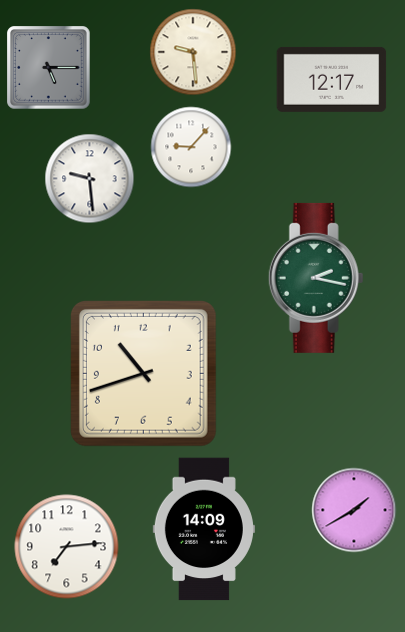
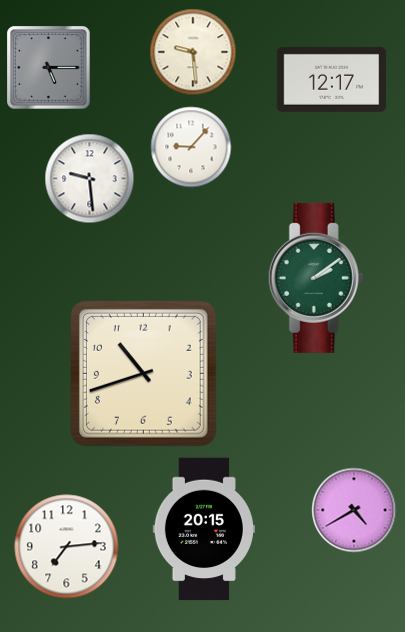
clock at (316, 278): 2:17 -> 2:09
clock at (354, 510): 1:40 -> 4:40
clock at (204, 529): 14:09 -> 20:15
